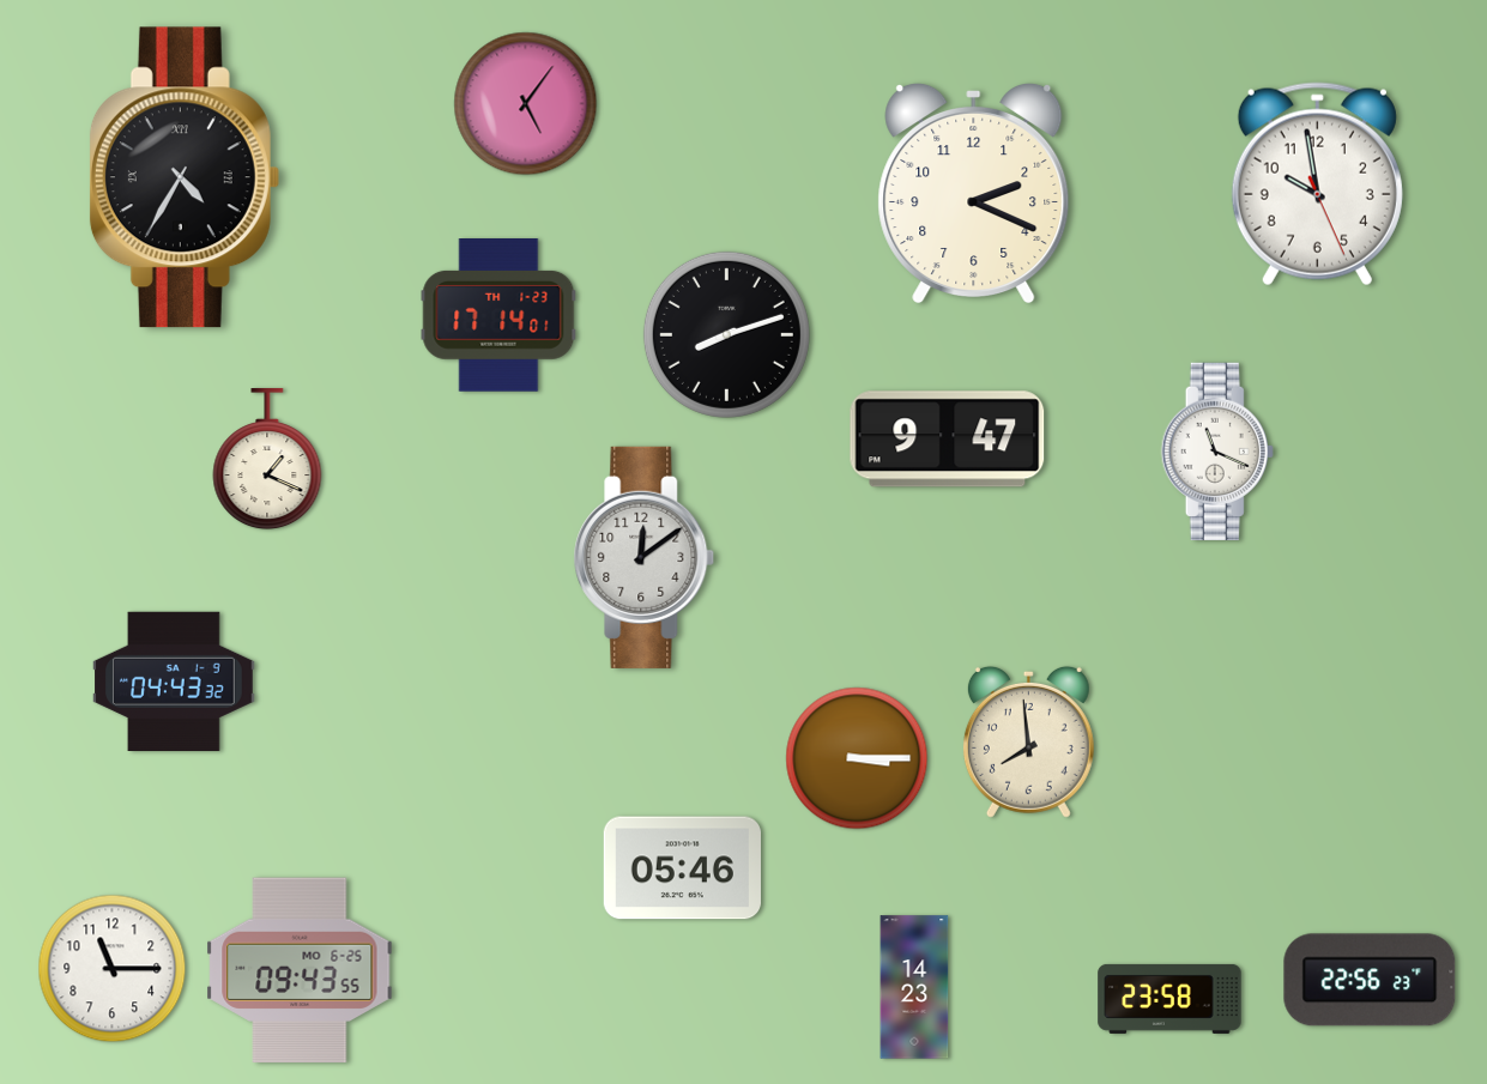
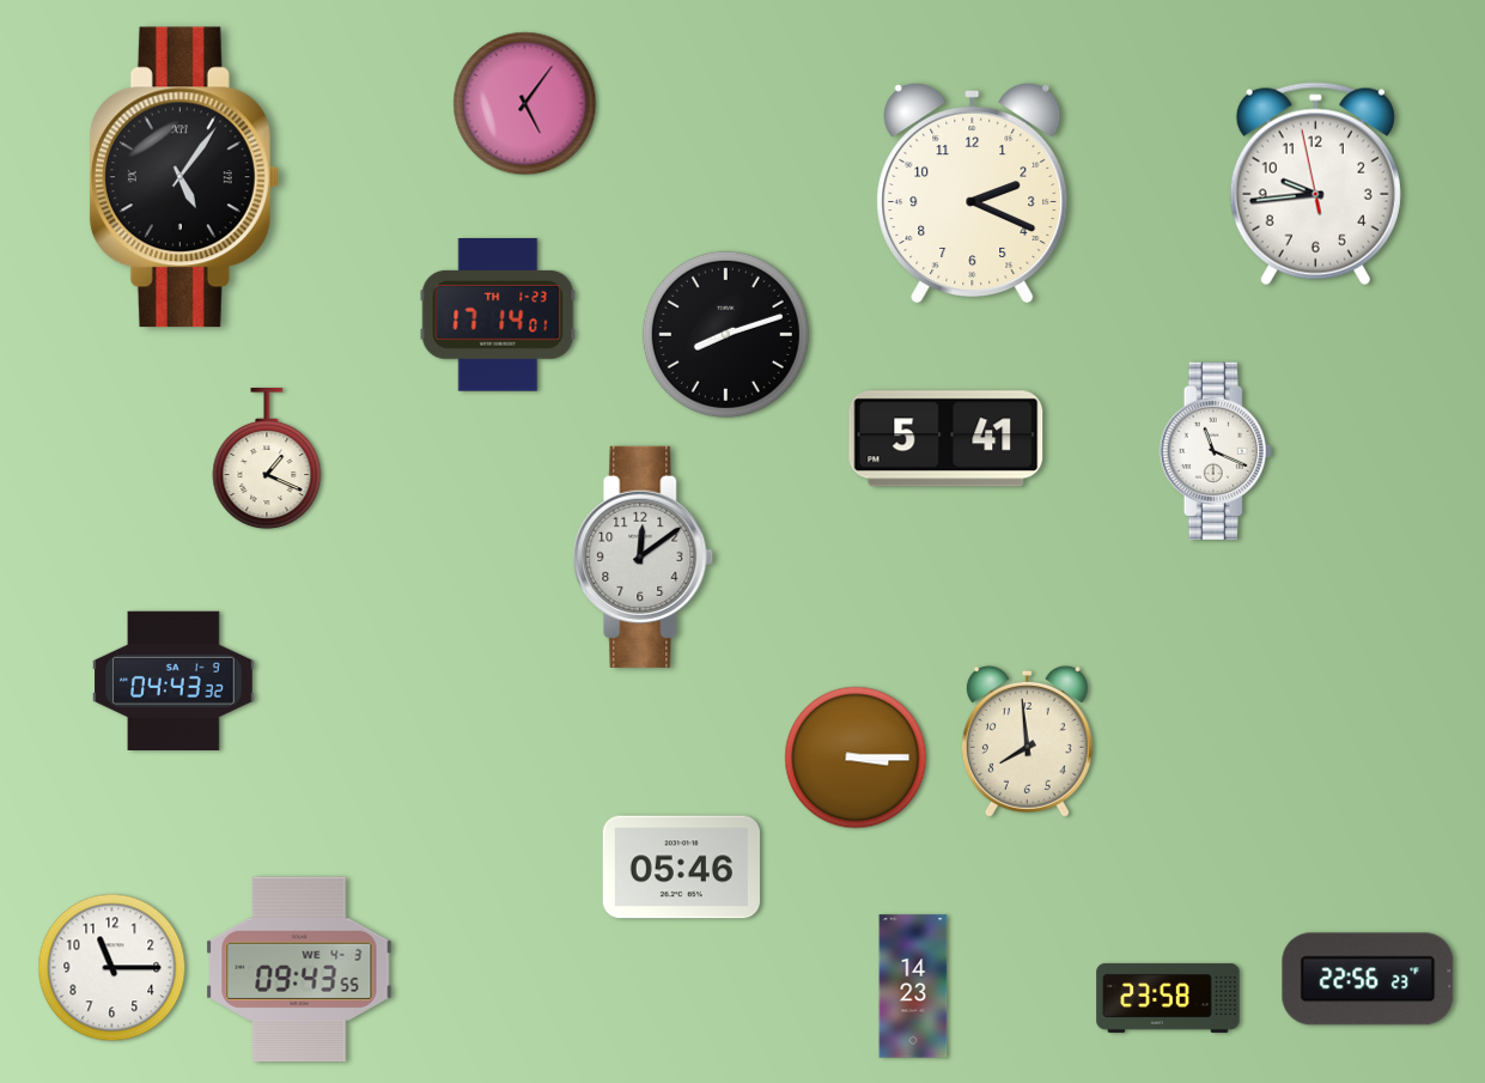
clock at (185, 177): 4:35 -> 5:06
clock at (1317, 184): 9:58 -> 9:43
clock at (948, 440): 9:47 -> 5:41
clock at (300, 970) date: MO 6-25 -> WE 4-3
